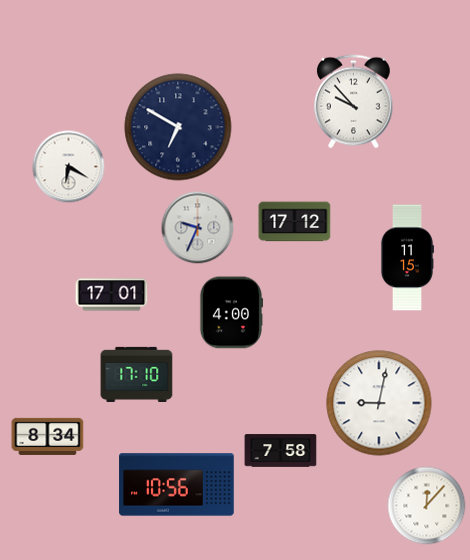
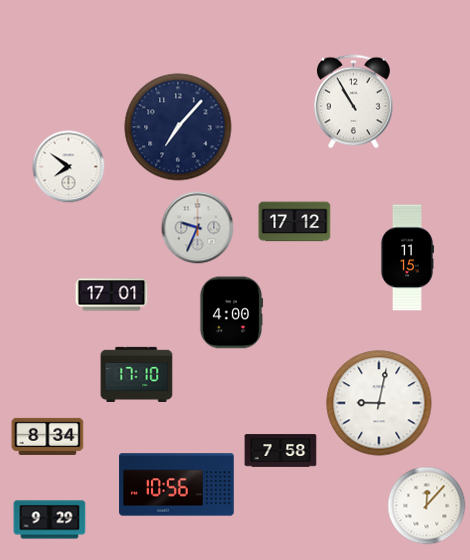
clock at (354, 102): 9:53 -> 10:55
clock at (178, 127): 6:50 -> 7:07
clock at (69, 167): 6:20 -> 7:51
clock at (50, 520): none -> 9:29
